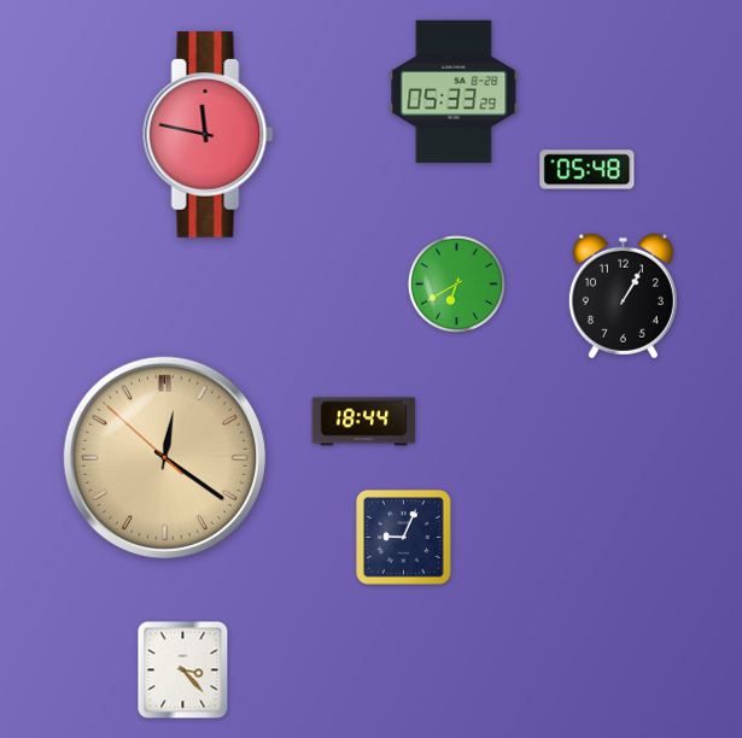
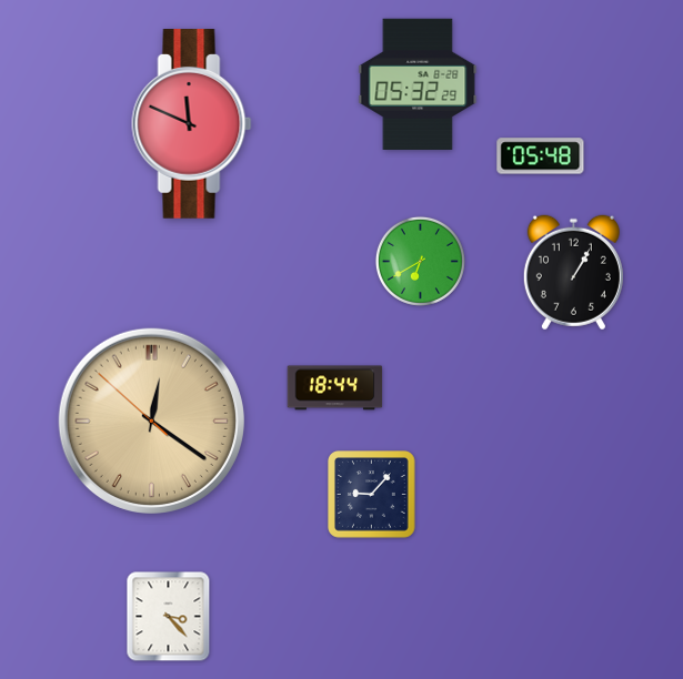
clock at (454, 90): 05:33 -> 05:32
clock at (209, 135): 11:47 -> 11:49
clock at (404, 538): 9:04 -> 9:07
